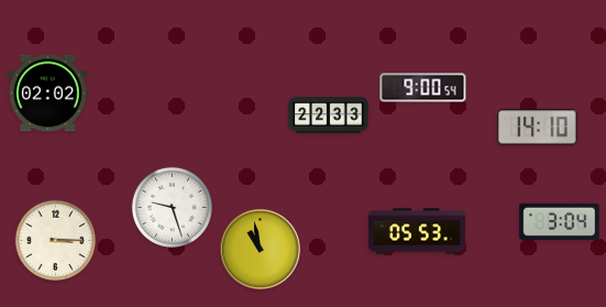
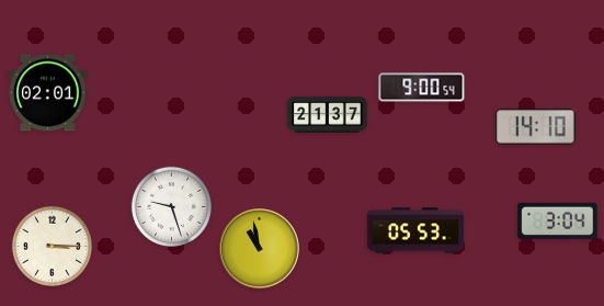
clock at (48, 94): 02:02 -> 02:01
clock at (329, 116): 22:33 -> 21:37
clock at (55, 240) position: (55, 240) -> (52, 246)
